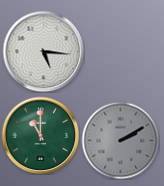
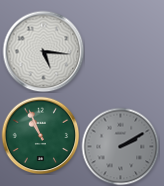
clock at (40, 135): 11:00 -> 10:56
clock at (120, 140) position: (120, 140) -> (120, 146)
